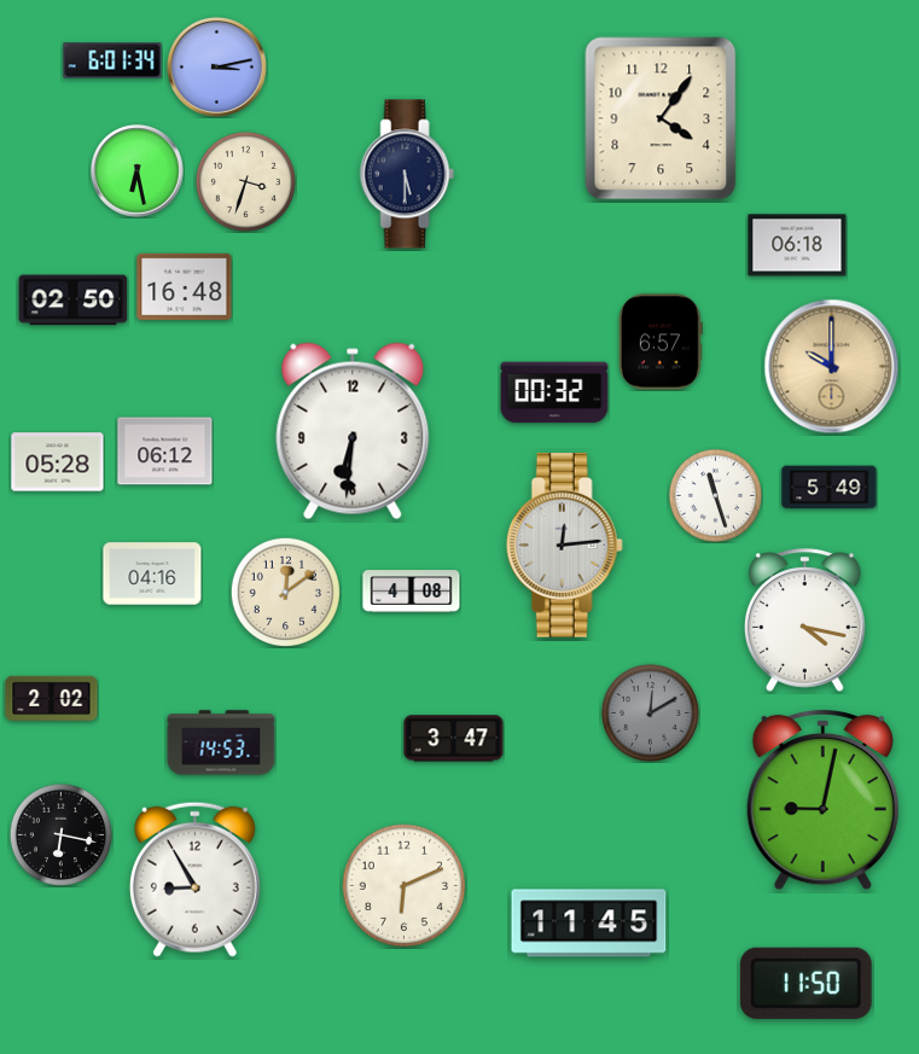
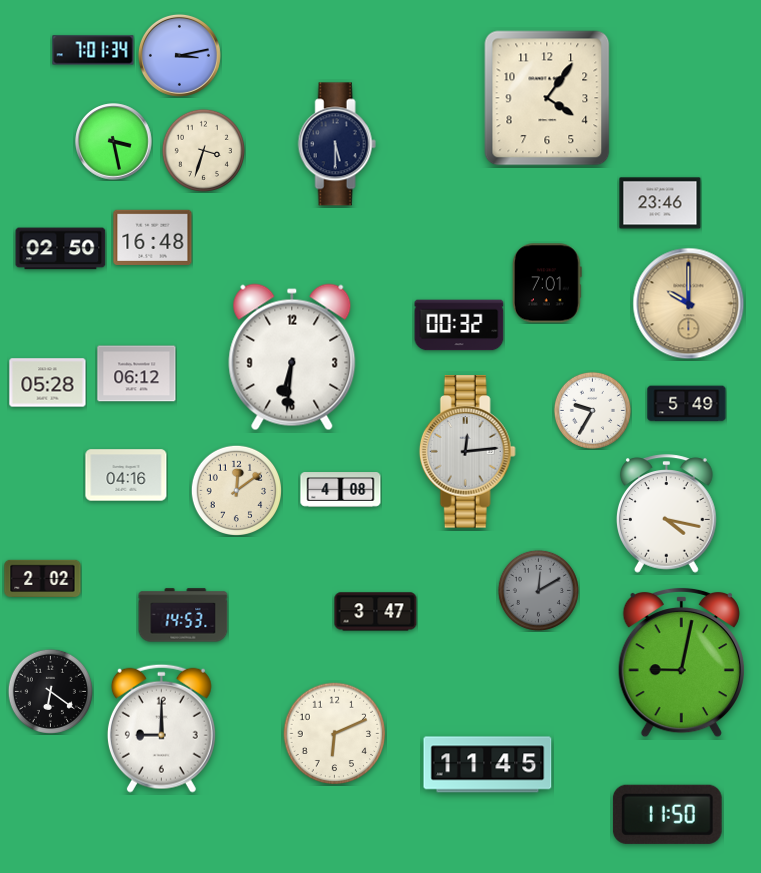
clock at (112, 60): 6:01 -> 7:01
clock at (138, 171): 6:28 -> 3:28
clock at (797, 245): 06:18 -> 23:46
clock at (661, 342): 6:57 -> 7:01
clock at (715, 495): 11:27 -> 9:35
clock at (60, 834): 6:17 -> 6:21
clock at (194, 879): 8:55 -> 9:00
